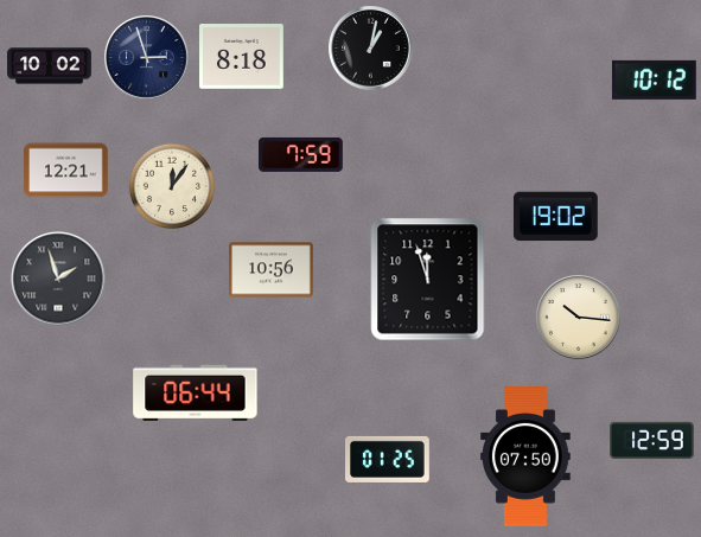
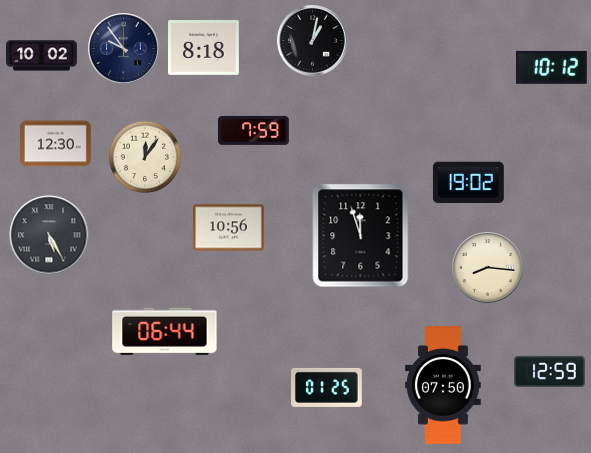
clock at (147, 58): 2:57 -> 9:54
clock at (66, 171): 12:21 -> 12:30
clock at (58, 279): 1:57 -> 5:25
clock at (579, 318): 10:16 -> 8:16
